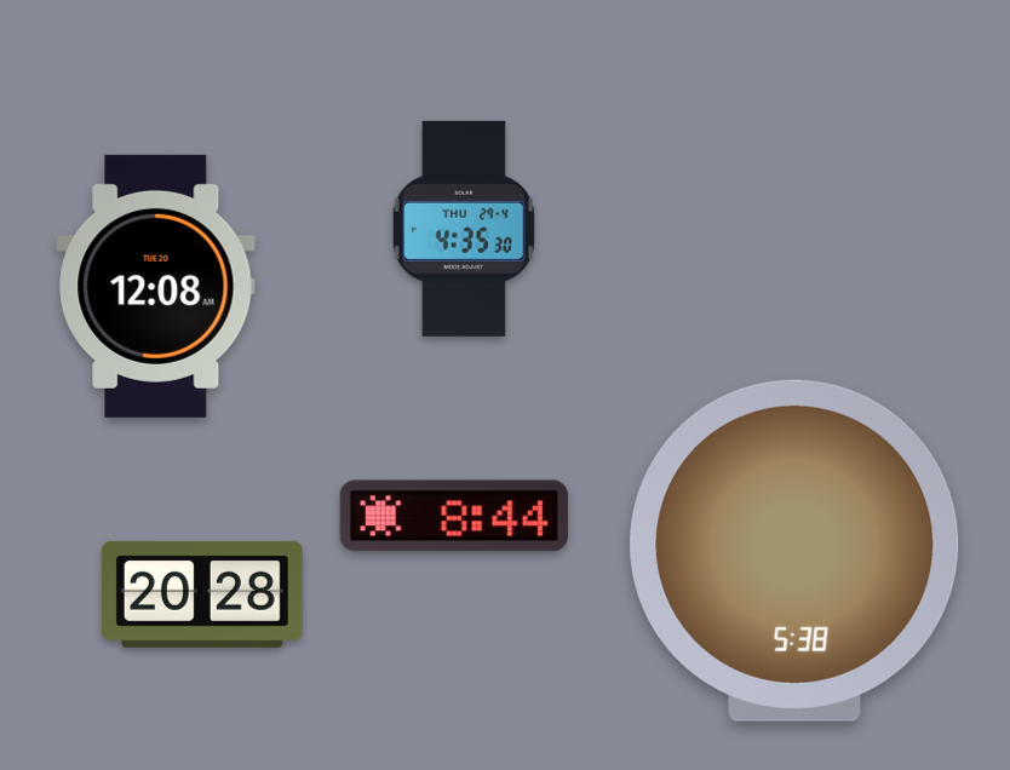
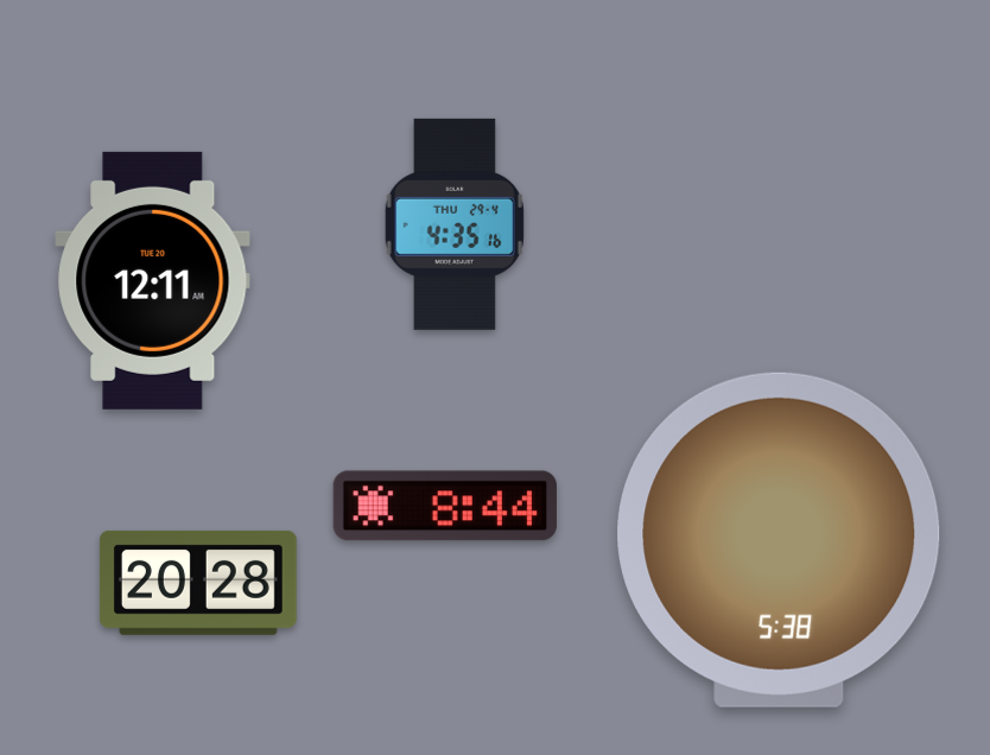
clock at (464, 229): 4:35:30 -> 4:35:16
clock at (156, 286): 12:08 -> 12:11
